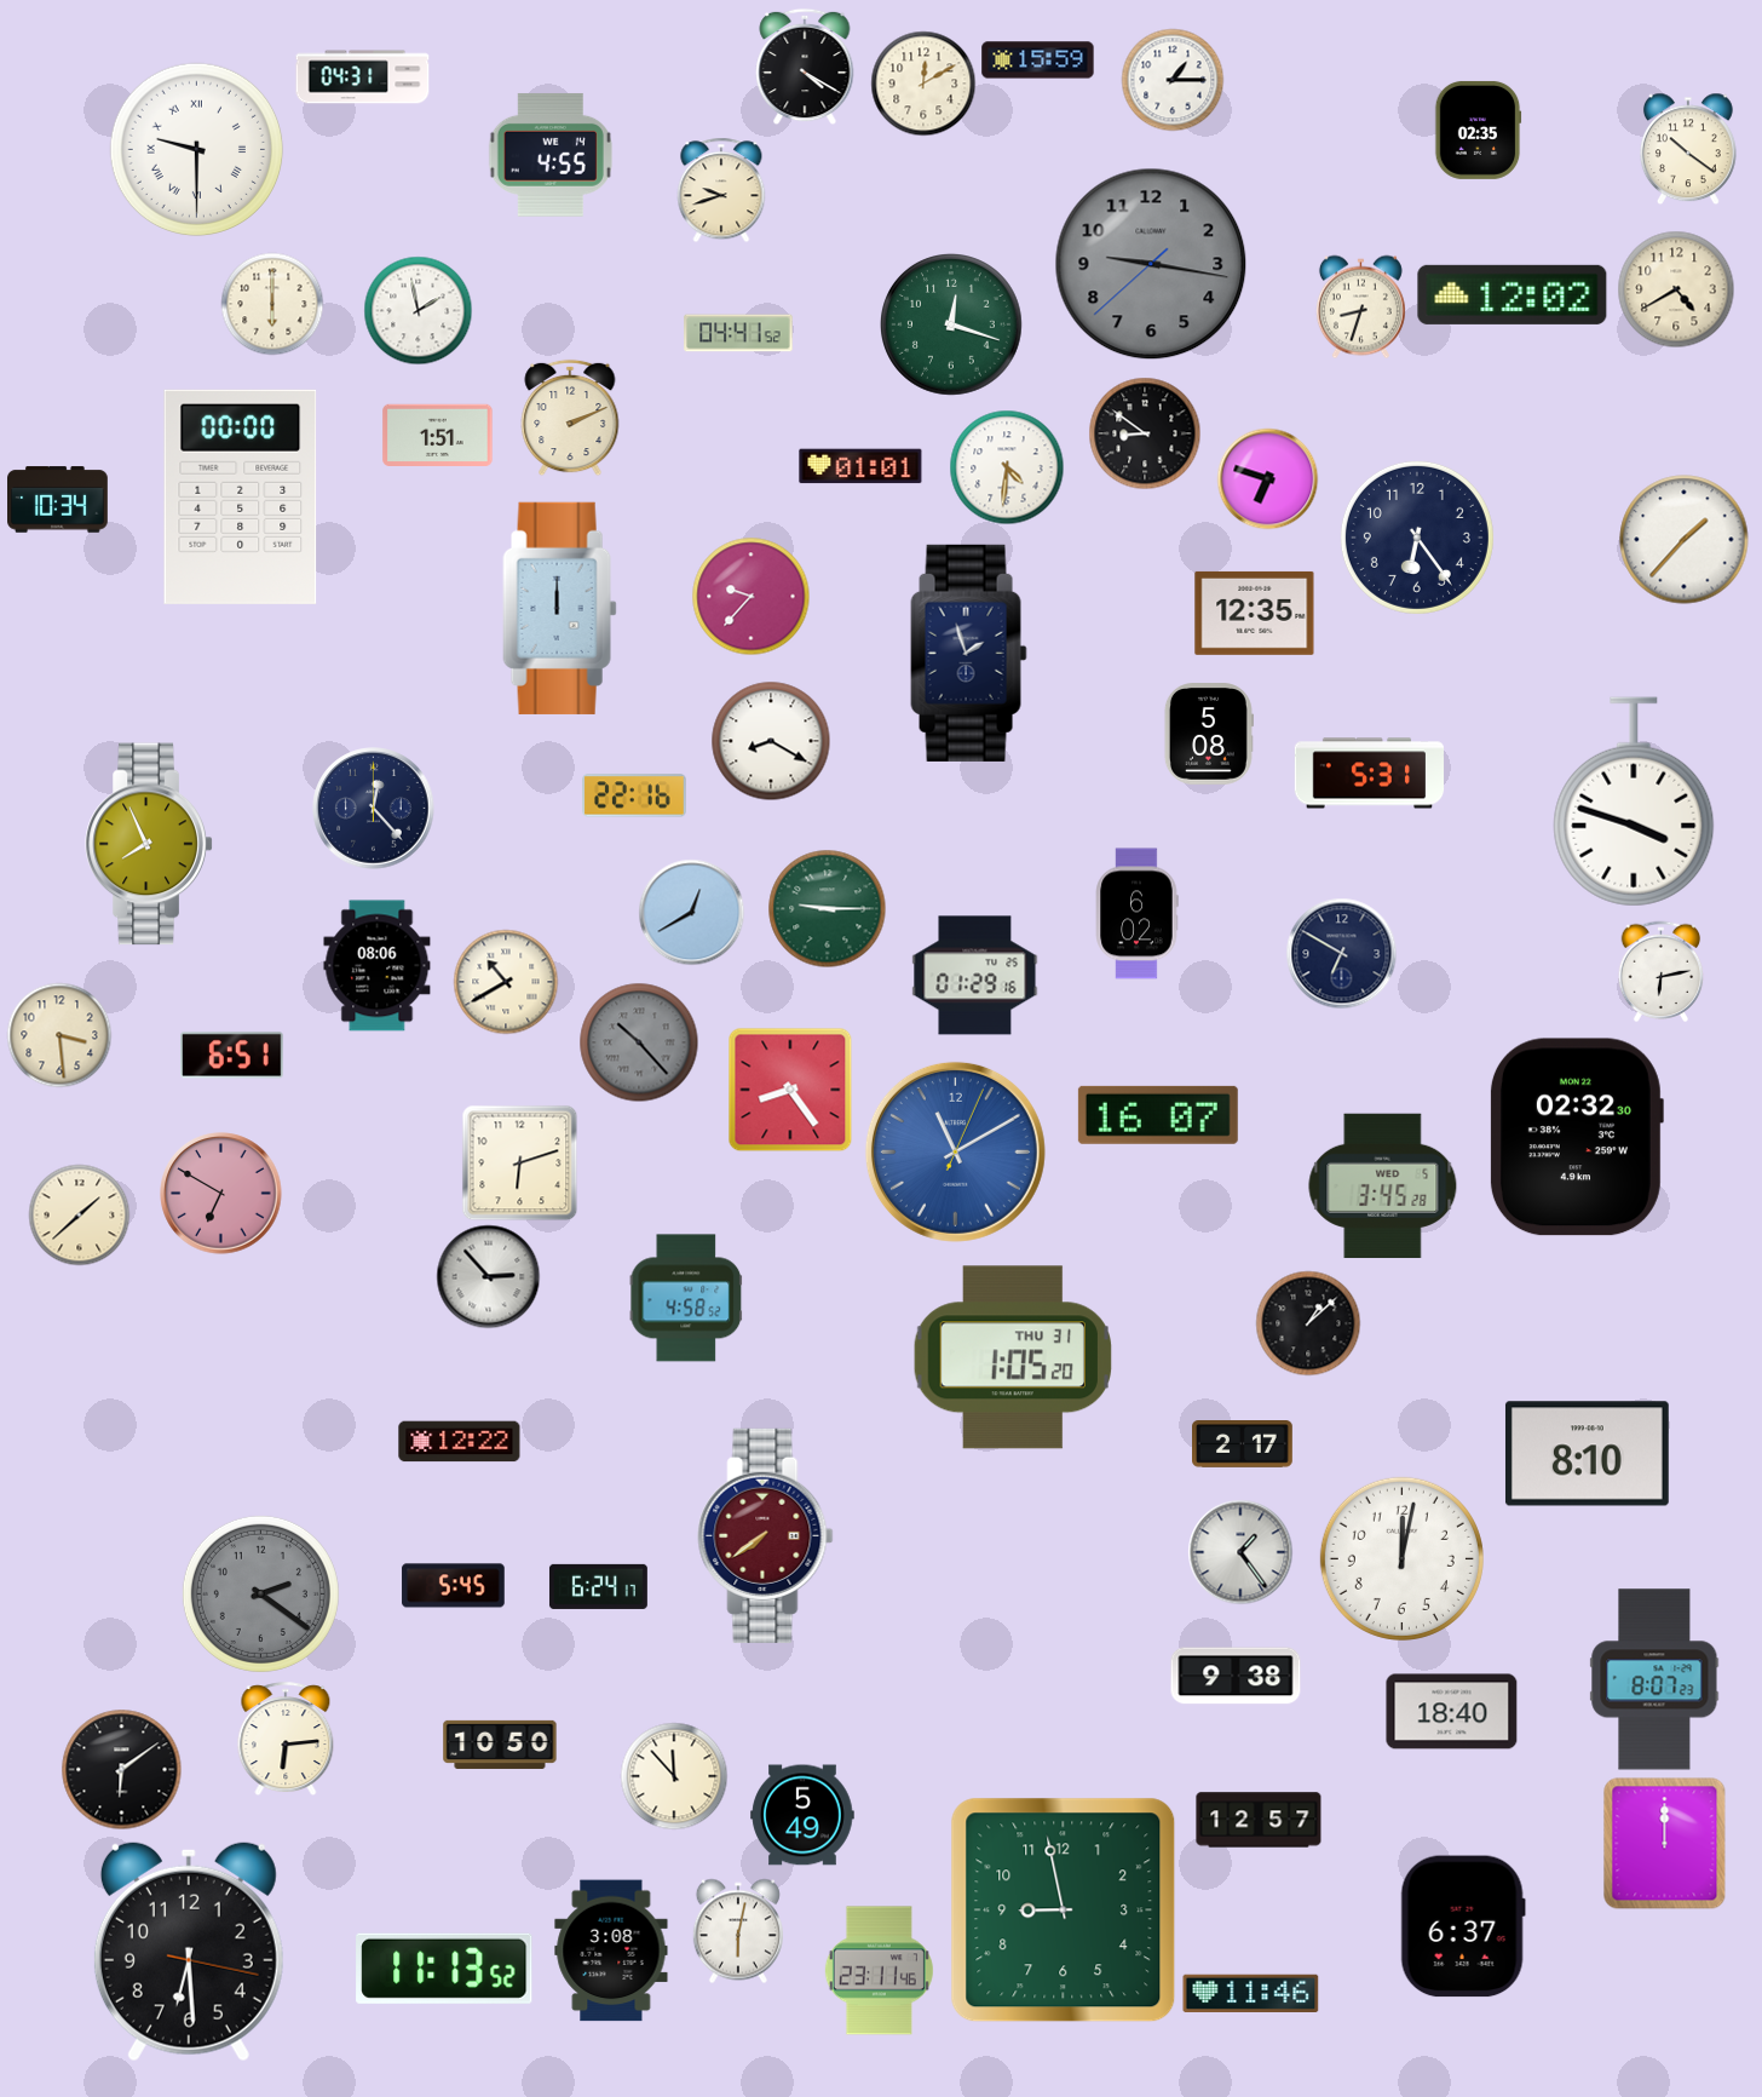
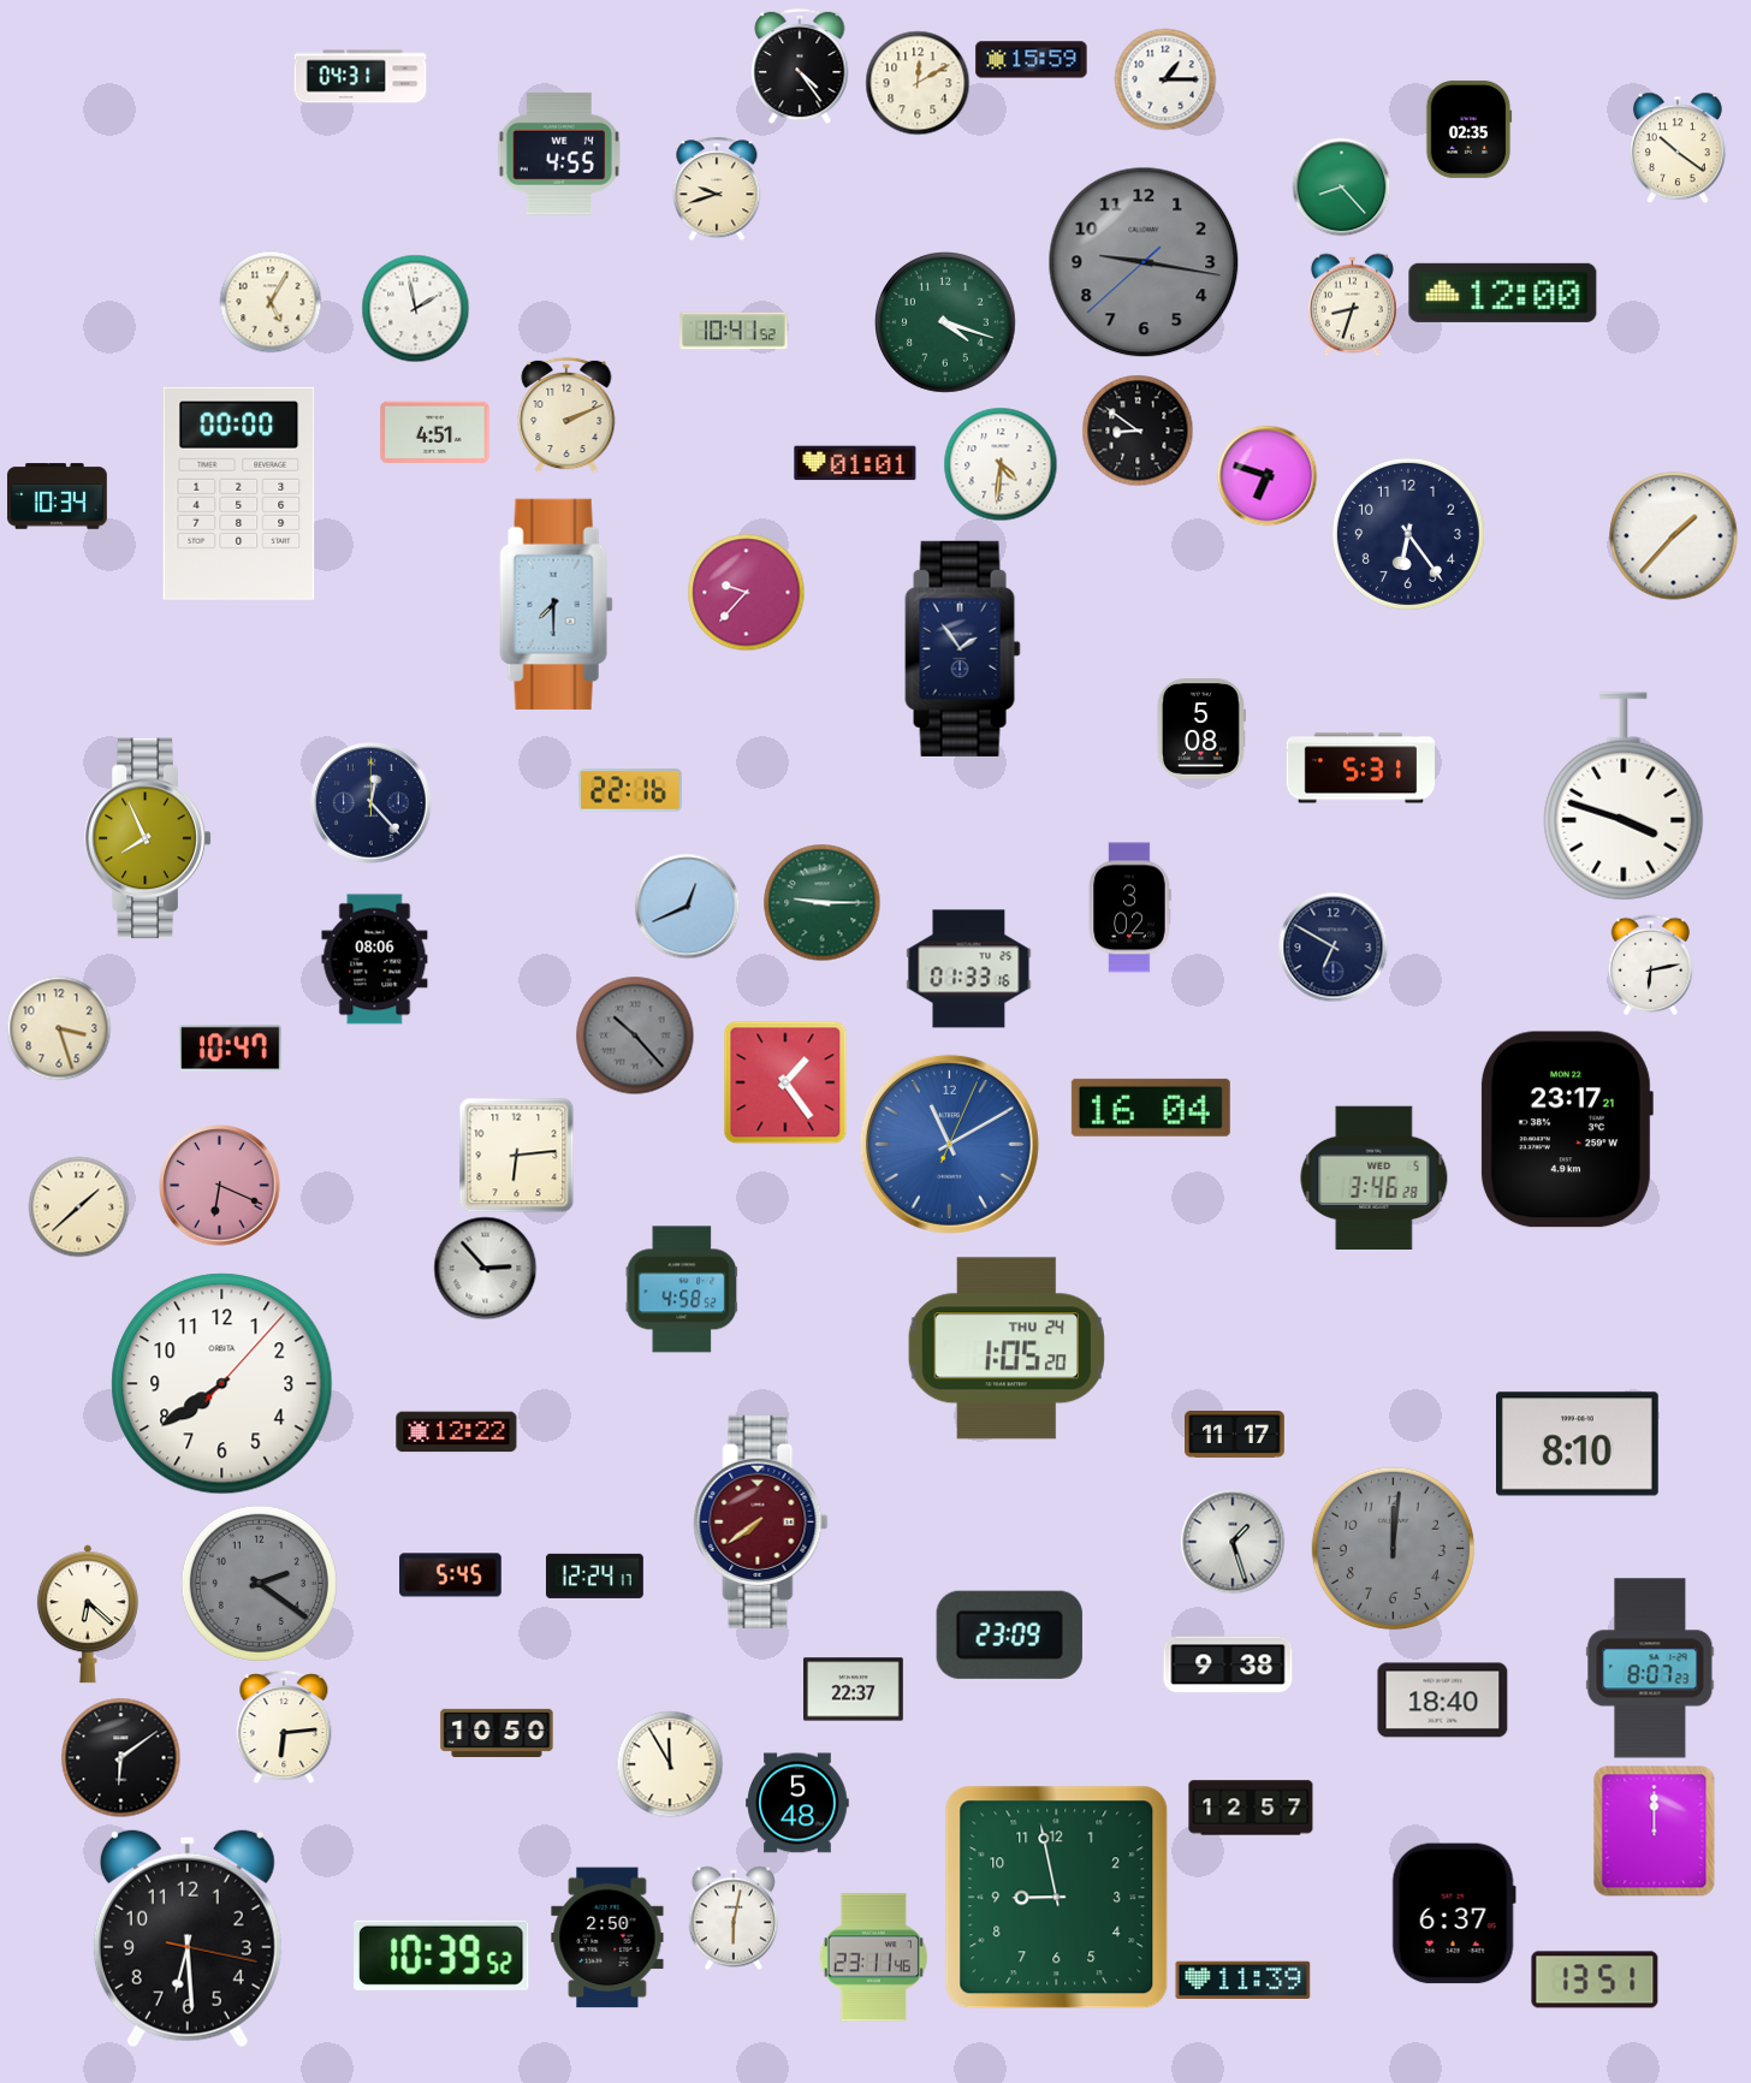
clock at (805, 67): 4:20 -> 4:24
clock at (197, 150): 9:30 -> none
clock at (551, 155) position: (551, 155) -> (559, 154)
clock at (1341, 186): none -> 8:23
clock at (1676, 289): 4:40 -> none
clock at (1513, 294): 12:02 -> 12:00
clock at (272, 304): 6:00 -> 5:05
clock at (952, 326): 12:18 -> 4:18
clock at (738, 333): 04:41 -> 10:41
clock at (438, 435): 1:51 -> 4:51
clock at (1267, 478) position: (1267, 478) -> (1266, 475)
clock at (560, 608): 12:00 -> 7:30
clock at (1255, 613): 12:35 -> none
clock at (969, 653): 1:57 -> 1:54
clock at (771, 741): 8:20 -> none
clock at (691, 912): 12:40 -> 12:41
clock at (1136, 914): 6:02 -> 3:02
clock at (975, 976): 01:29 -> 01:33
clock at (506, 982): 10:40 -> none
clock at (59, 1035): 3:29 -> 3:27
clock at (232, 1056): 6:51 -> 10:47
clock at (790, 1090): 8:24 -> 1:24
clock at (1158, 1115): 16:07 -> 16:04
clock at (1576, 1137): 02:32 -> 23:17
clock at (519, 1162): 6:12 -> 6:14
clock at (1383, 1185): 3:45 -> 3:46
clock at (221, 1194): 6:50 -> 6:19
clock at (1308, 1323): 1:08 -> none
clock at (1013, 1357) date: THU 31 -> THU 24
clock at (222, 1384): none -> 7:39
clock at (1243, 1444): 2:17 -> 11:17
clock at (766, 1535) position: (766, 1535) -> (761, 1521)
clock at (1240, 1552): 1:24 -> 1:27
clock at (1401, 1558): 12:02 -> 12:01
clock at (1401, 1558) dial: white -> grey
clock at (598, 1586): 6:24 -> 12:24
clock at (88, 1614): none -> 6:22
clock at (1009, 1634): none -> 23:09
clock at (1654, 1679) position: (1654, 1679) -> (1650, 1668)
clock at (854, 1690): none -> 22:37
clock at (674, 1776): 11:53 -> 11:55
clock at (802, 1815): 5:49 -> 5:48
clock at (611, 1951): 3:08 -> 2:50
clock at (444, 1969): 11:13 -> 10:39
clock at (1595, 1980): none -> 13:51
clock at (1251, 1994): 11:46 -> 11:39
